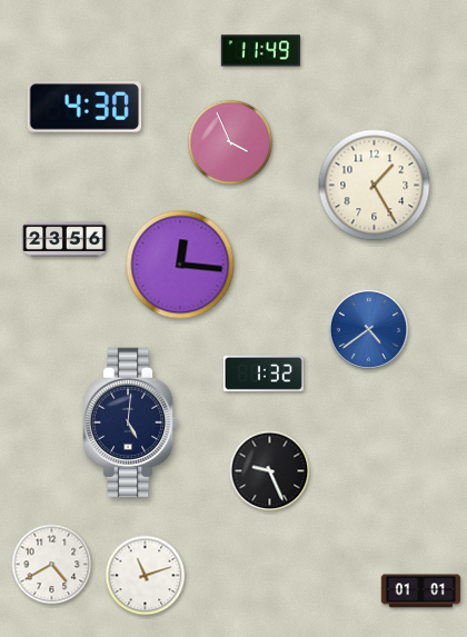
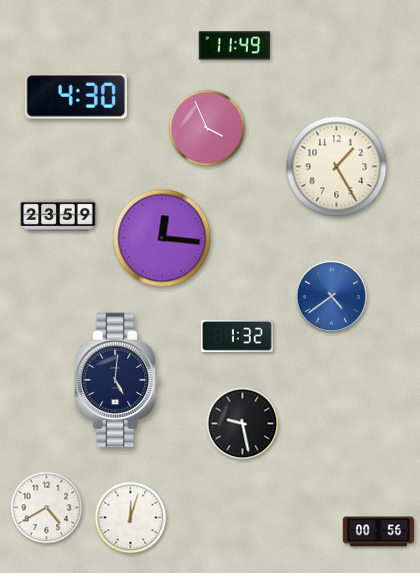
clock at (64, 238): 23:56 -> 23:59
clock at (270, 471): 9:26 -> 9:28
clock at (146, 576): 11:12 -> 12:03
clock at (420, 591): 01:01 -> 00:56
